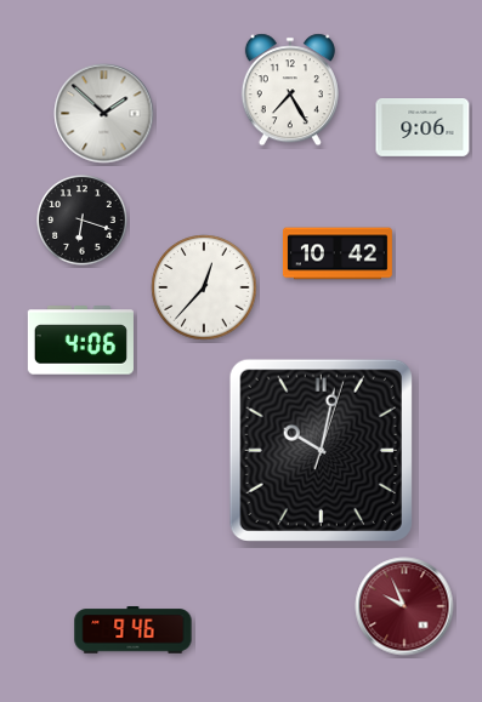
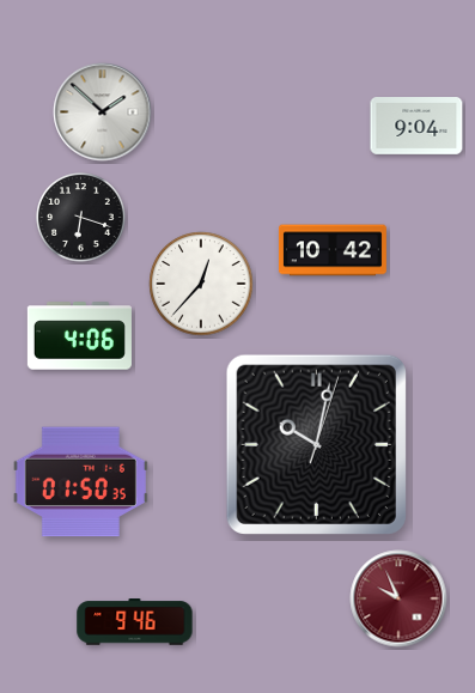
clock at (290, 90): 7:25 -> none
clock at (423, 129): 9:06 -> 9:04
clock at (80, 482): none -> 01:50
clock at (134, 630) position: (134, 630) -> (135, 622)
